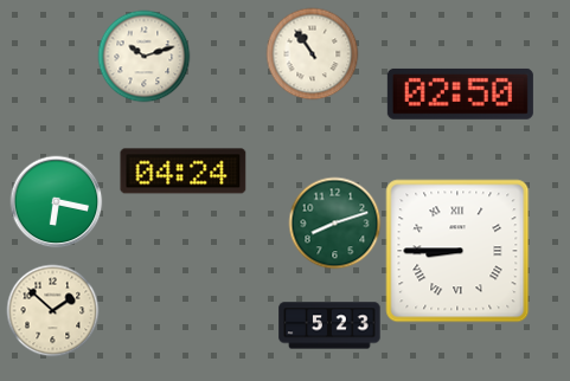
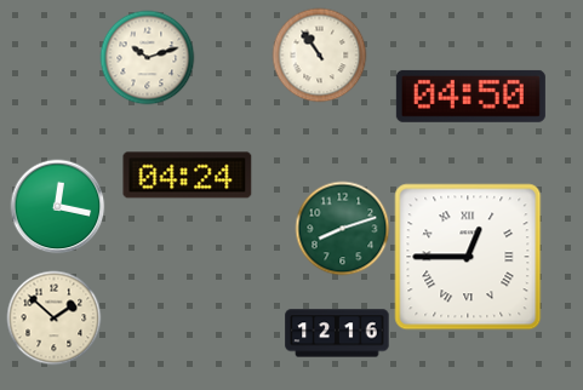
clock at (460, 93): 02:50 -> 04:50
clock at (56, 201): 6:17 -> 12:17
clock at (457, 251): 8:45 -> 12:45
clock at (329, 325): 5:23 -> 12:16
